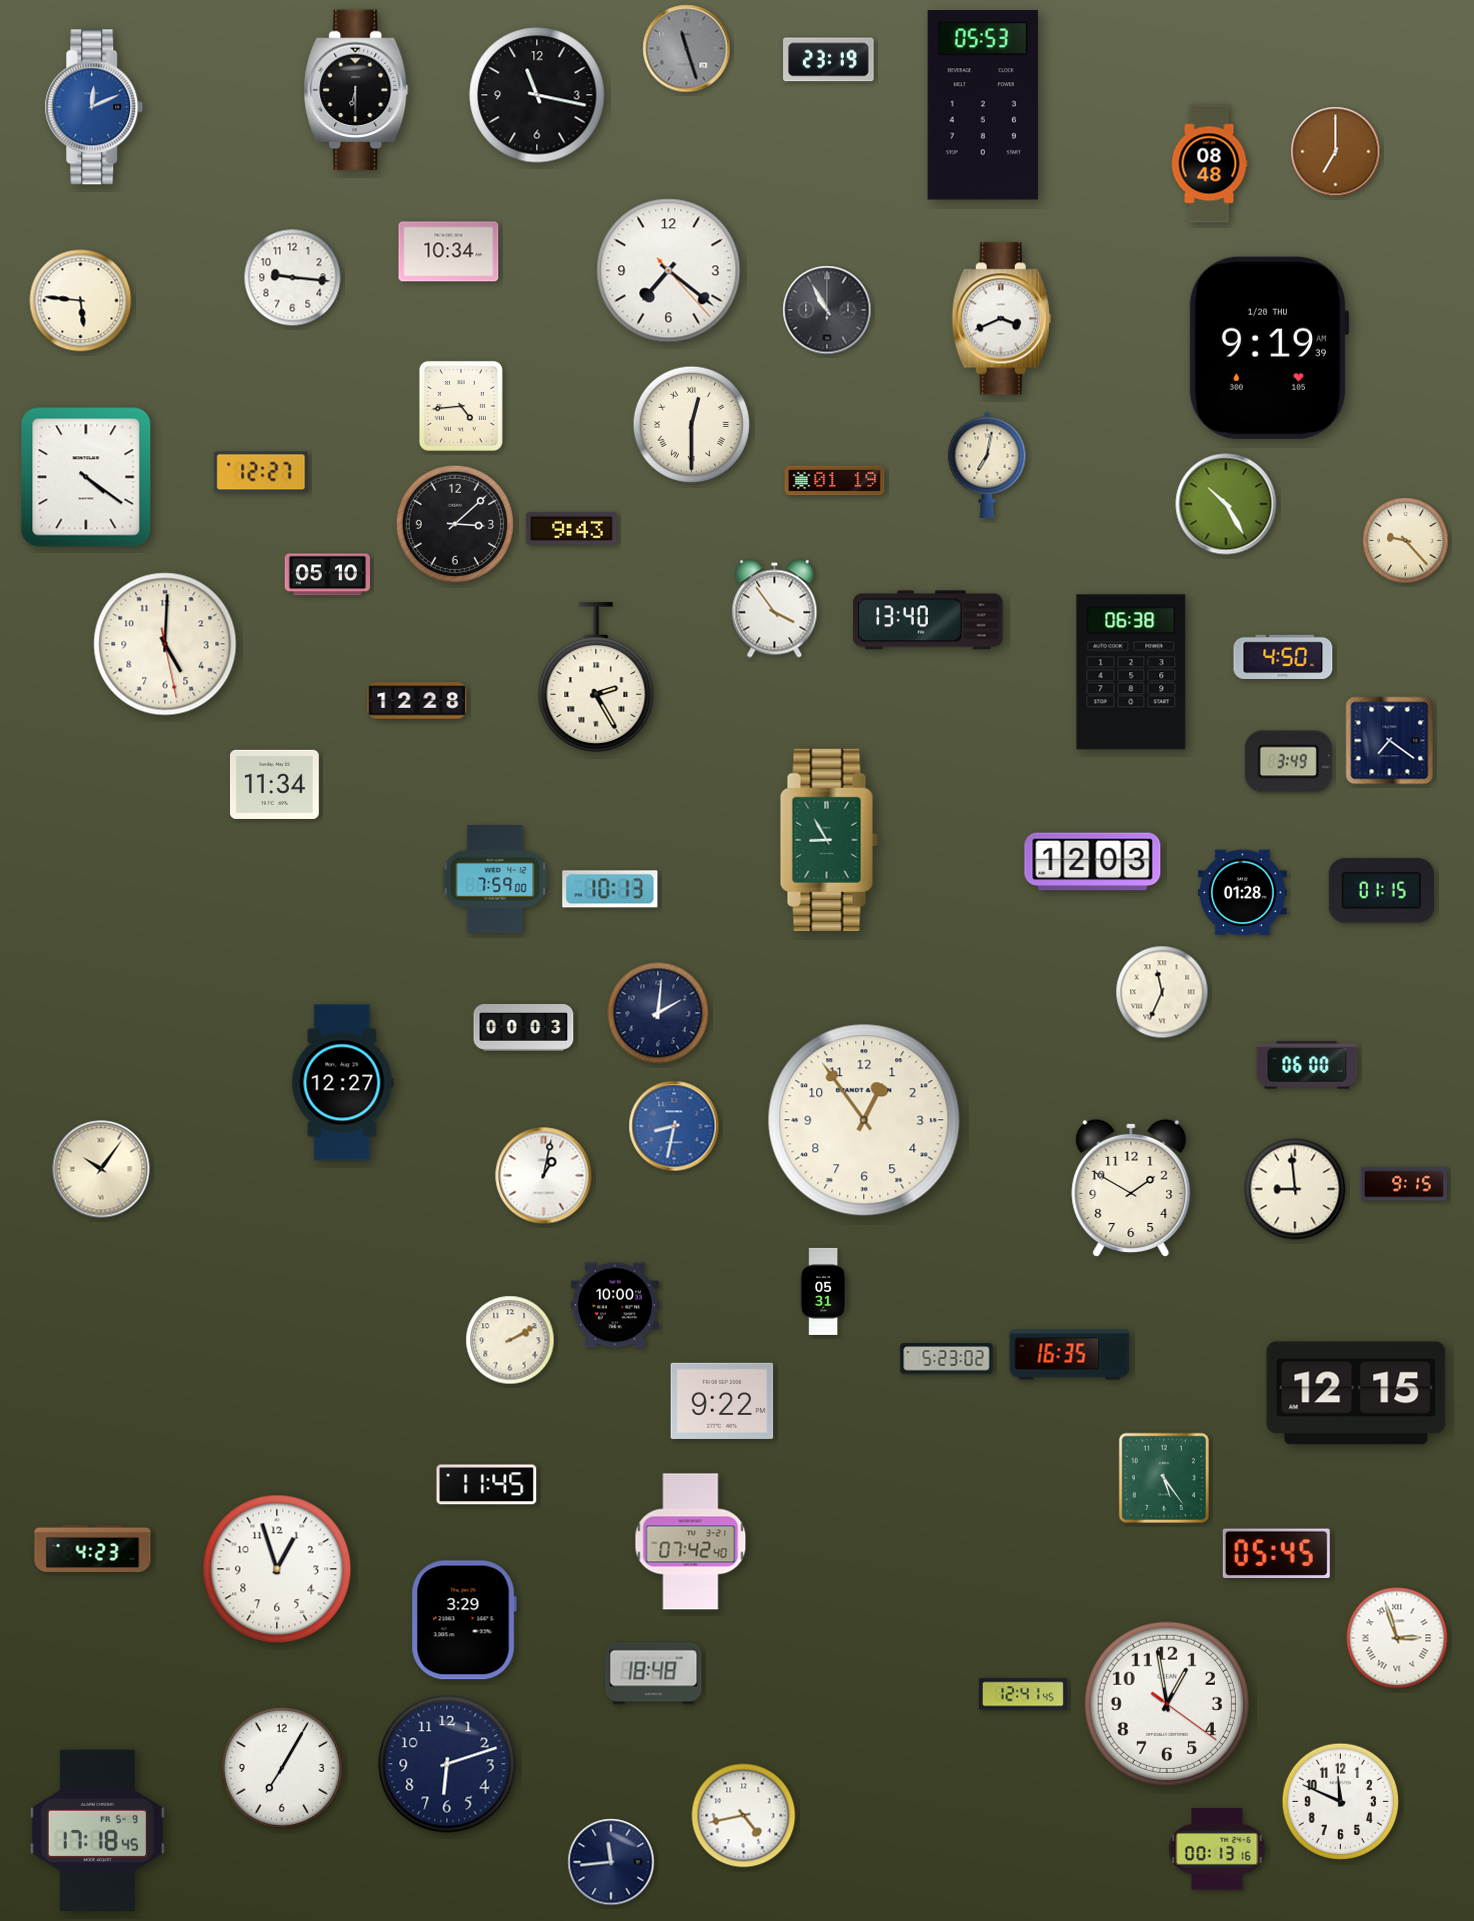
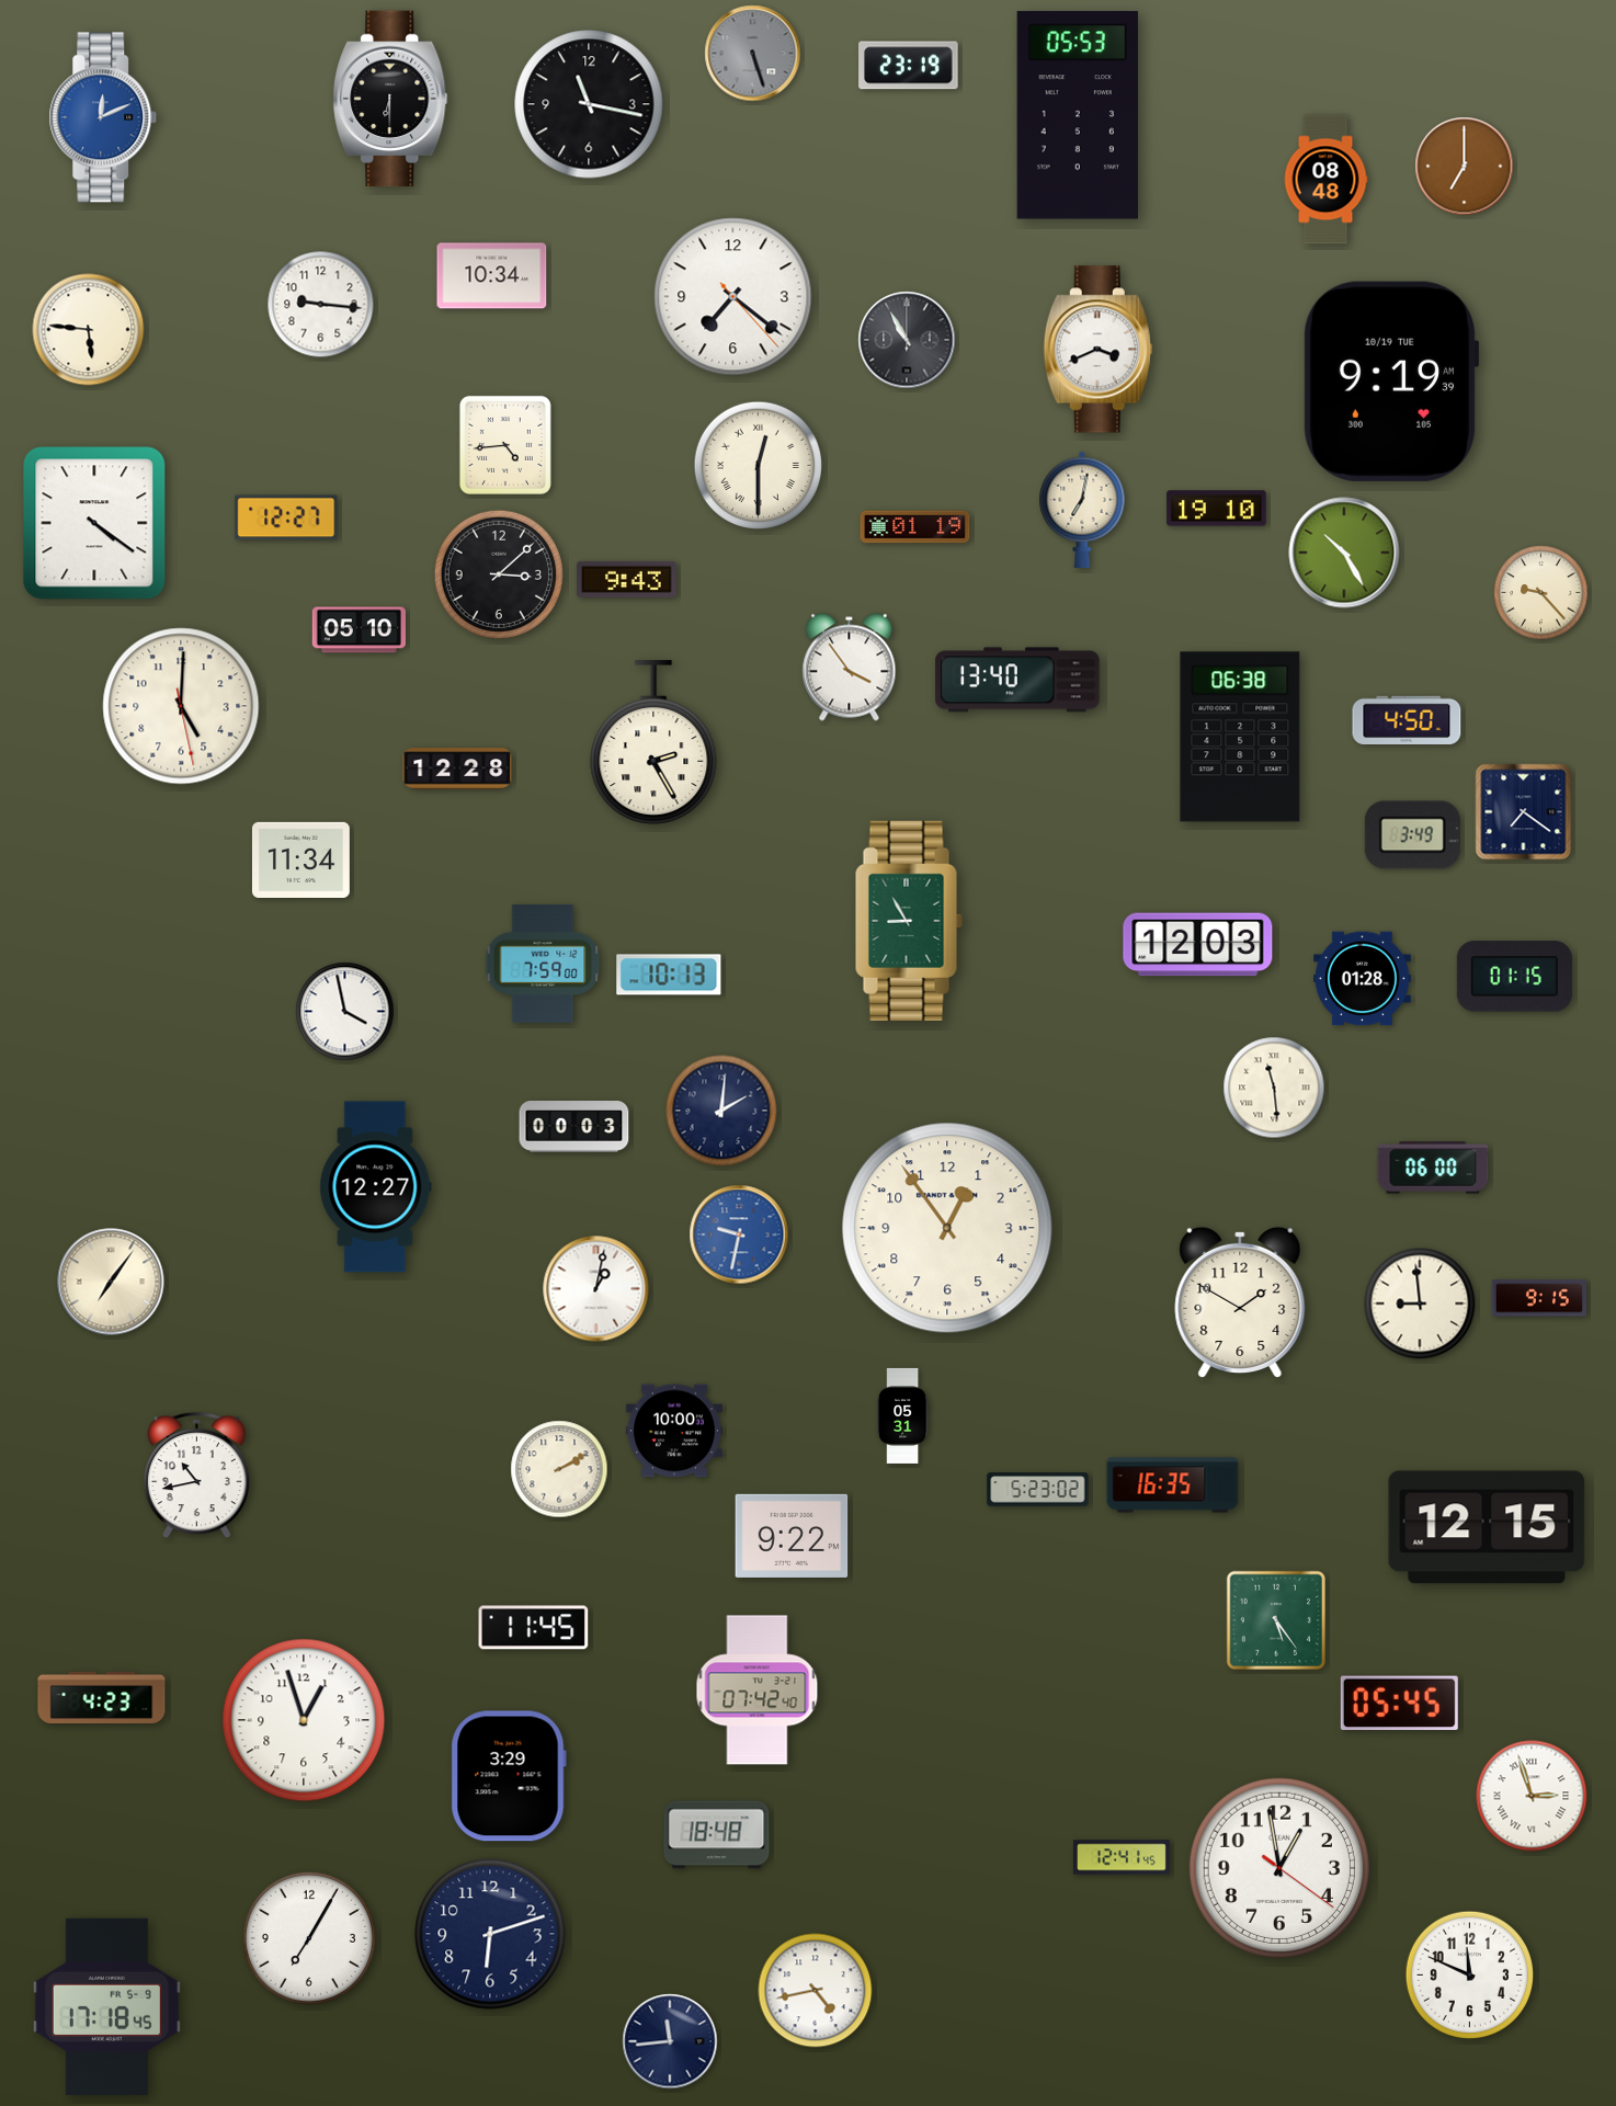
clock at (687, 49): 11:27 -> 5:27
clock at (1269, 348) date: 1/20 THU -> 10/19 TUE
clock at (1217, 509): none -> 19:10
clock at (345, 1012): none -> 3:58
clock at (1162, 992): 11:34 -> 11:29
clock at (674, 1126): 8:32 -> 9:32
clock at (101, 1169): 10:06 -> 7:06
clock at (197, 1476): none -> 10:43
clock at (1217, 1849): 00:13 -> none
